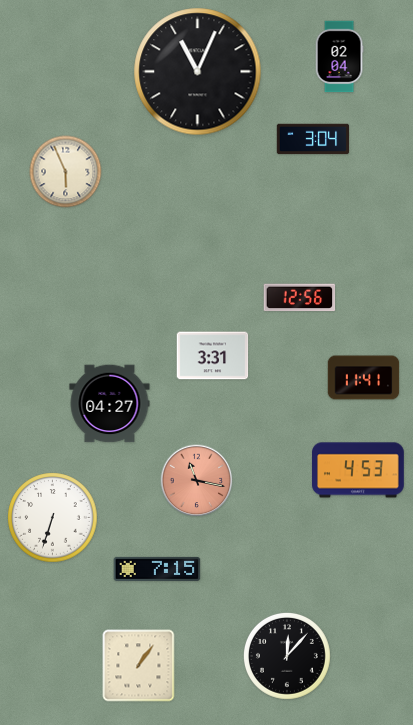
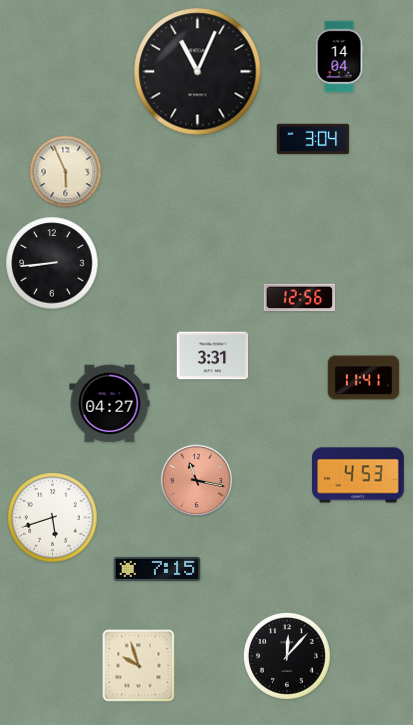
clock at (339, 57): 02:04 -> 14:04
clock at (52, 263): none -> 8:44
clock at (359, 470) position: (359, 470) -> (359, 475)
clock at (53, 518): 6:33 -> 5:42
clock at (139, 666): 1:06 -> 9:57
